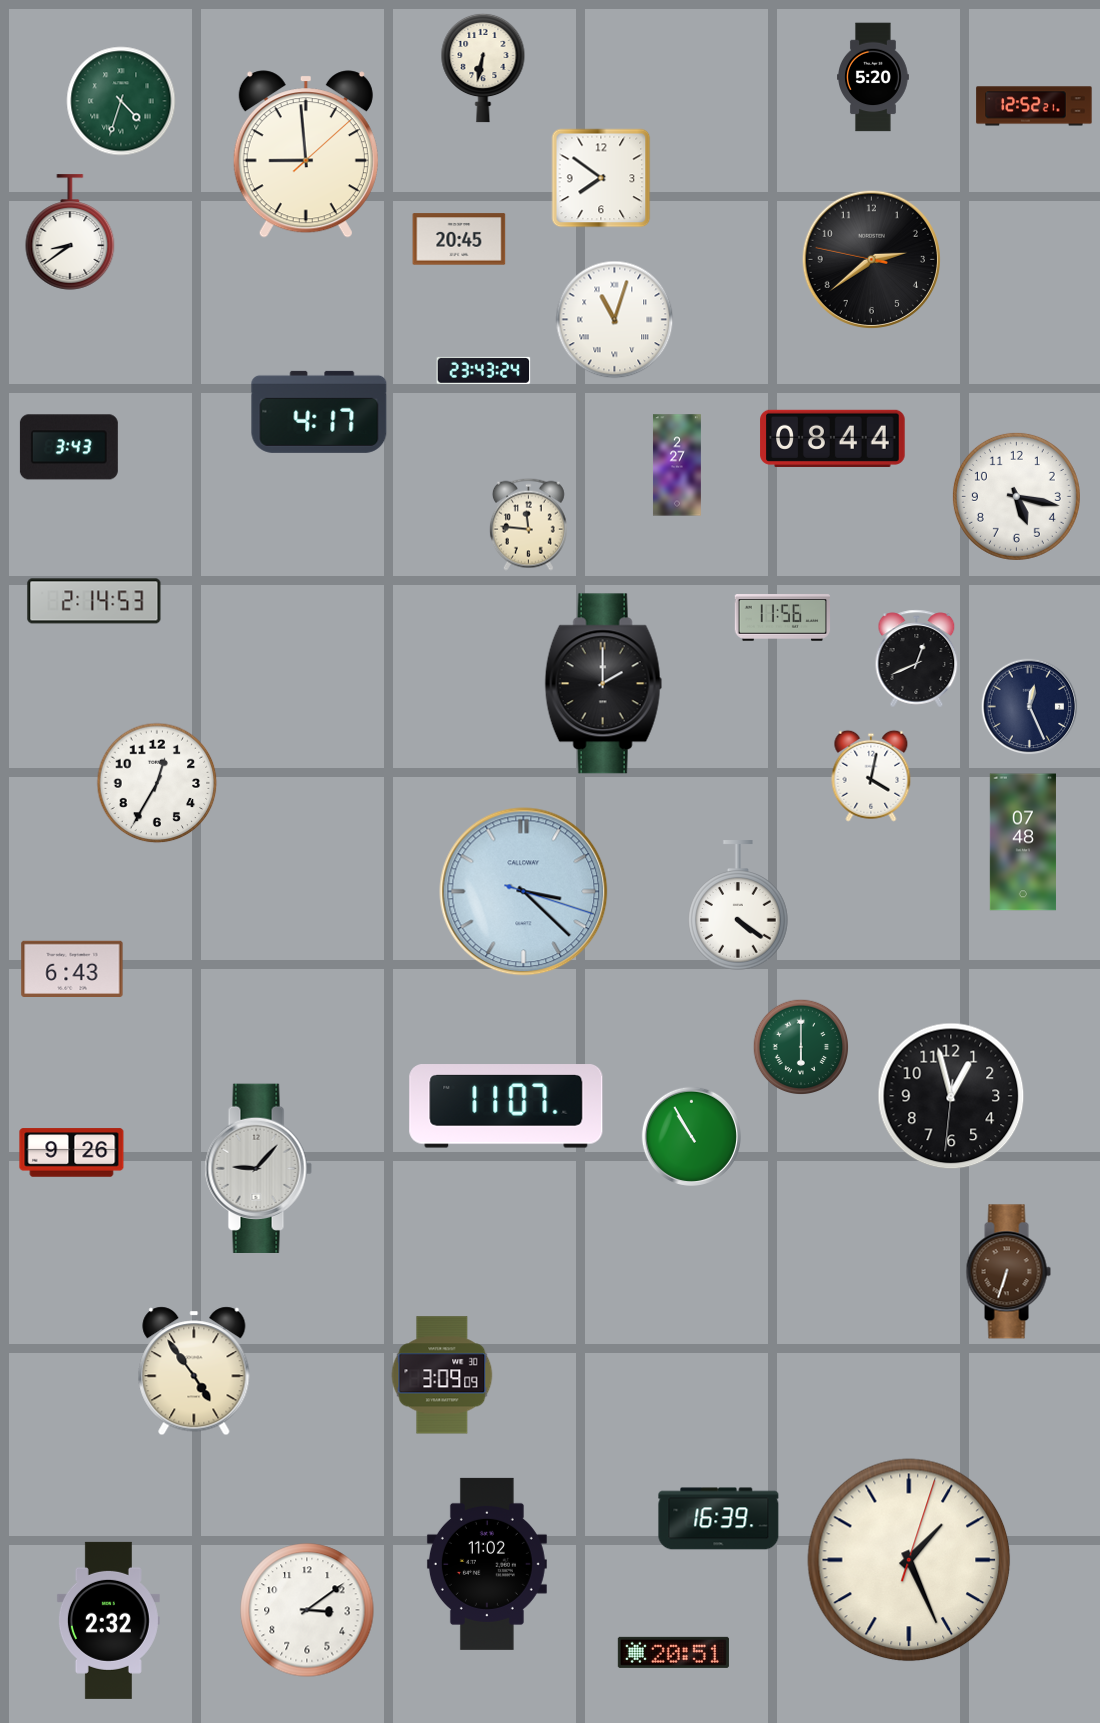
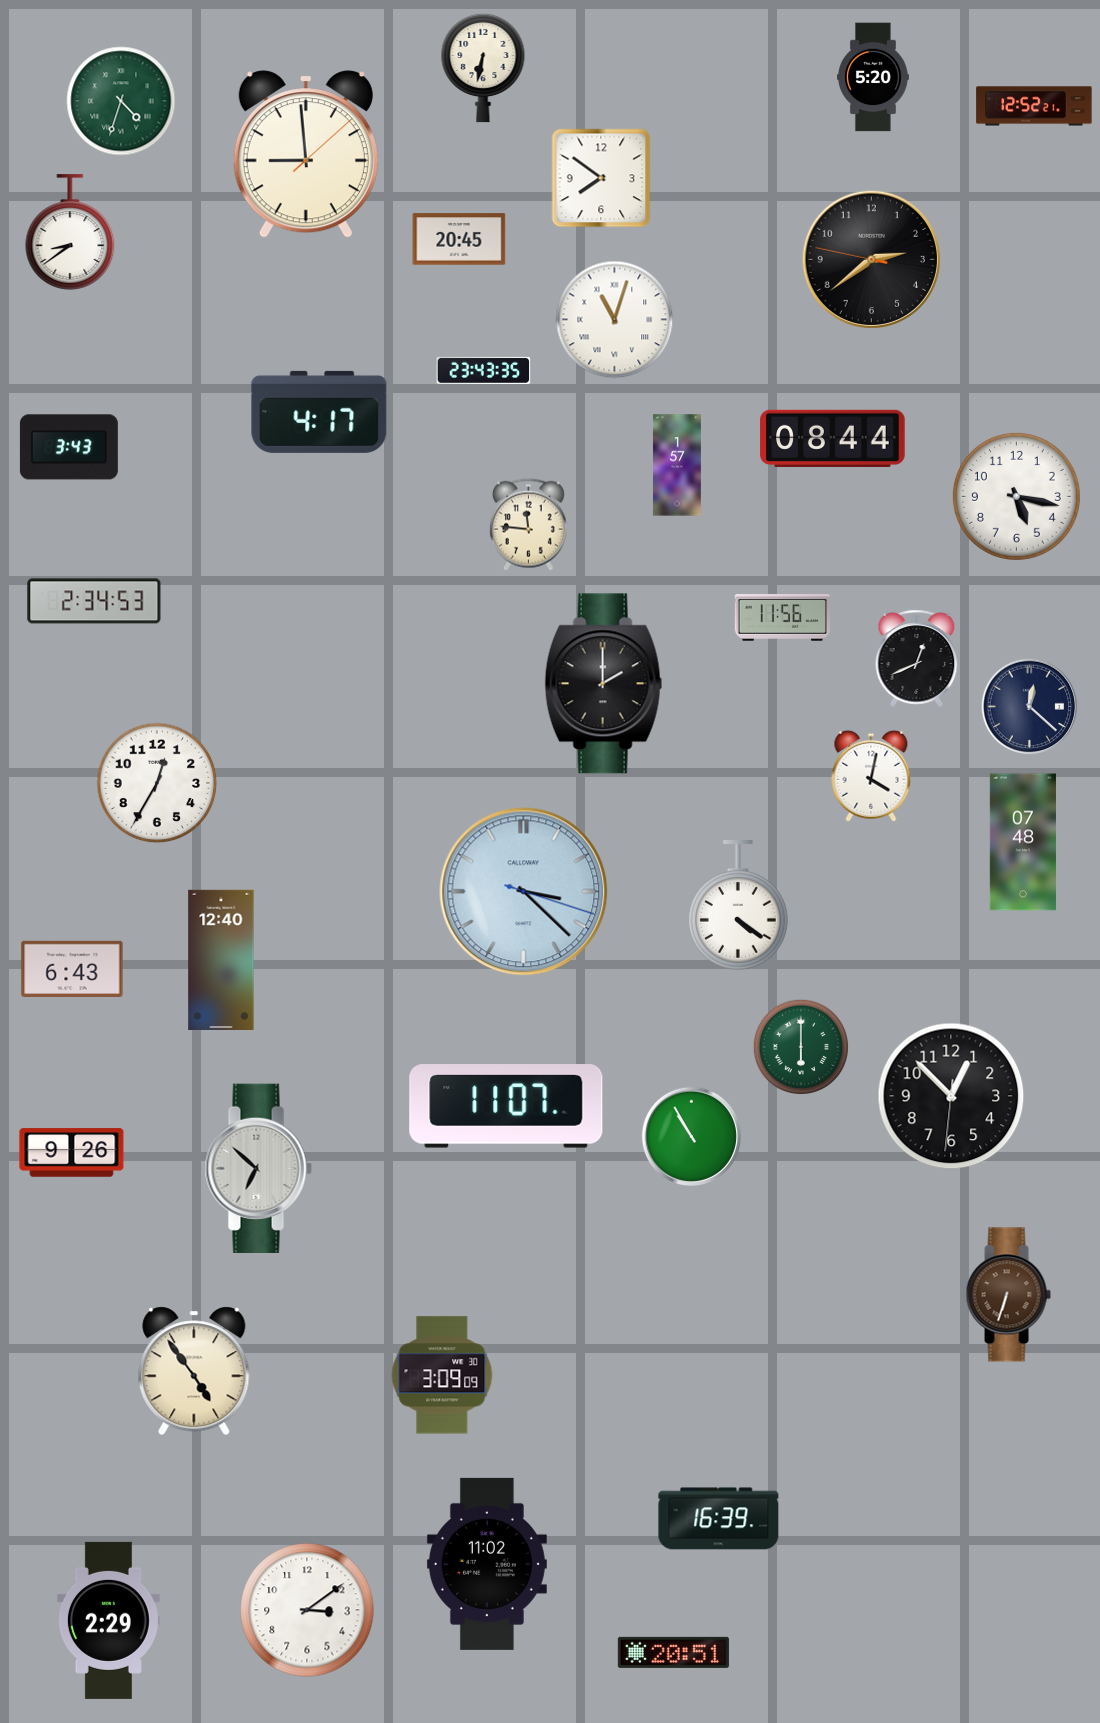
clock at (484, 370): 23:43:24 -> 23:43:35
clock at (677, 465): 2:27 -> 1:57
clock at (94, 601): 2:14 -> 2:34
clock at (1030, 707): 12:26 -> 12:22
clock at (221, 959): none -> 12:40
clock at (951, 1096): 12:57 -> 12:52
clock at (258, 1168): 9:07 -> 6:52
clock at (1008, 1272) position: (1008, 1272) -> (1008, 1295)
clock at (909, 1560): 1:26 -> none
clock at (108, 1620): 2:32 -> 2:29
